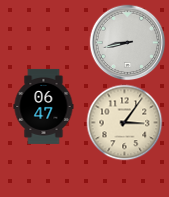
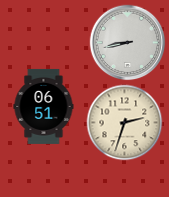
clock at (44, 106): 06:47 -> 06:51
clock at (125, 123): 3:06 -> 2:33
